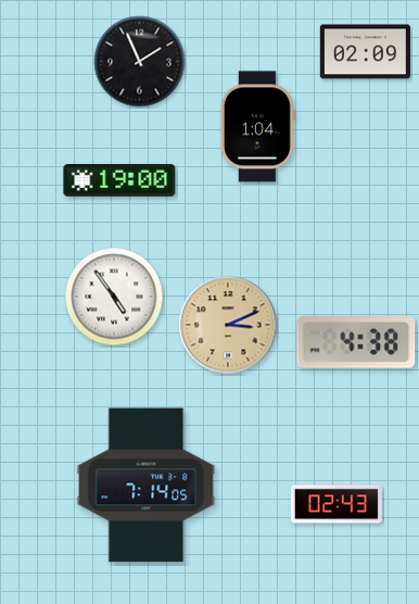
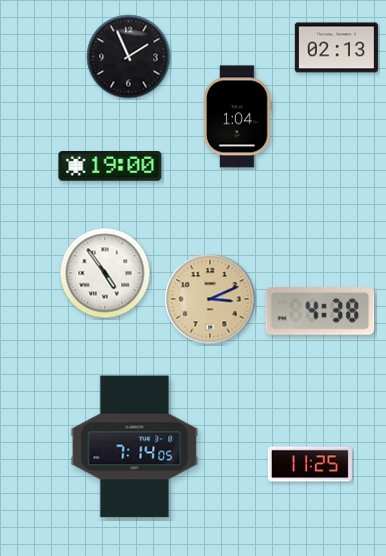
clock at (365, 52): 02:09 -> 02:13
clock at (356, 343) position: (356, 343) -> (320, 312)
clock at (337, 504): 02:43 -> 11:25
